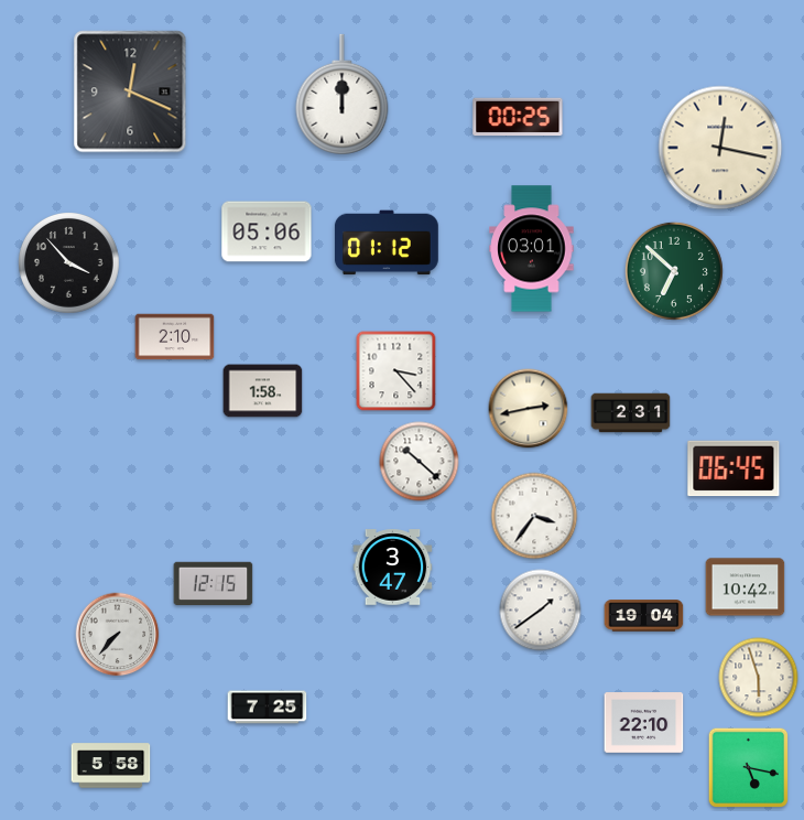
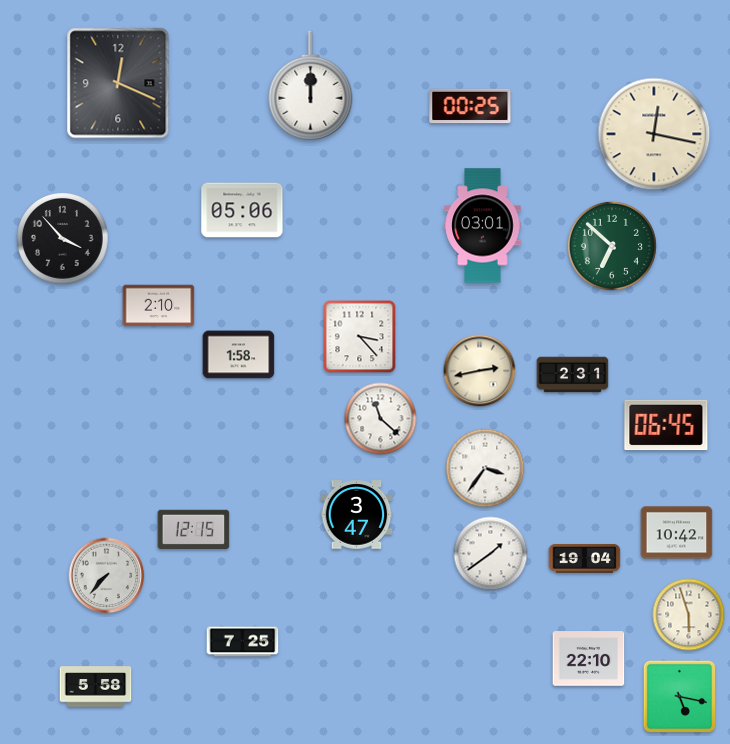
clock at (387, 242): 01:12 -> none
clock at (420, 462): 10:22 -> 11:22
clock at (644, 723) position: (644, 723) -> (589, 659)
clock at (111, 766) position: (111, 766) -> (96, 687)
